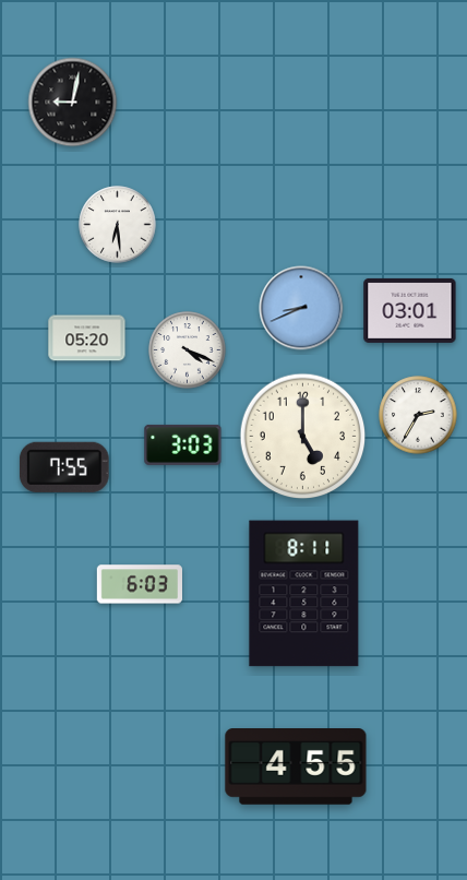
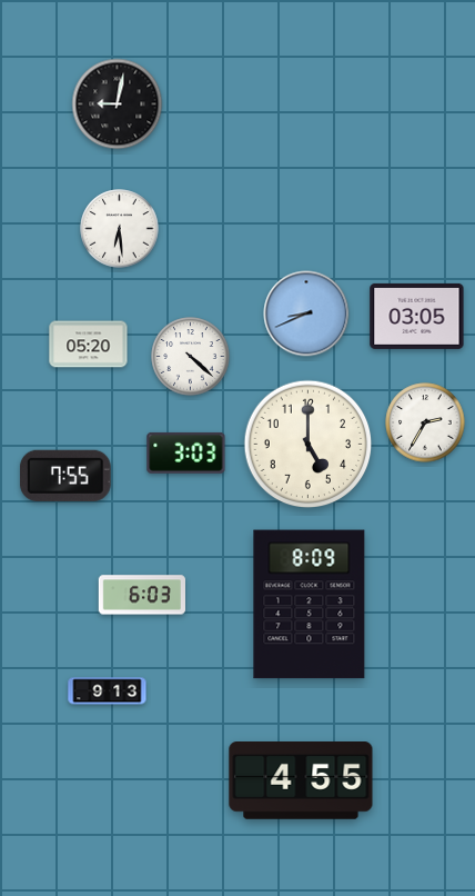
clock at (73, 103) position: (73, 103) -> (118, 104)
clock at (410, 310): 03:01 -> 03:05
clock at (188, 350): 4:19 -> 4:22
clock at (304, 594): 8:11 -> 8:09
clock at (108, 691): none -> 9:13
